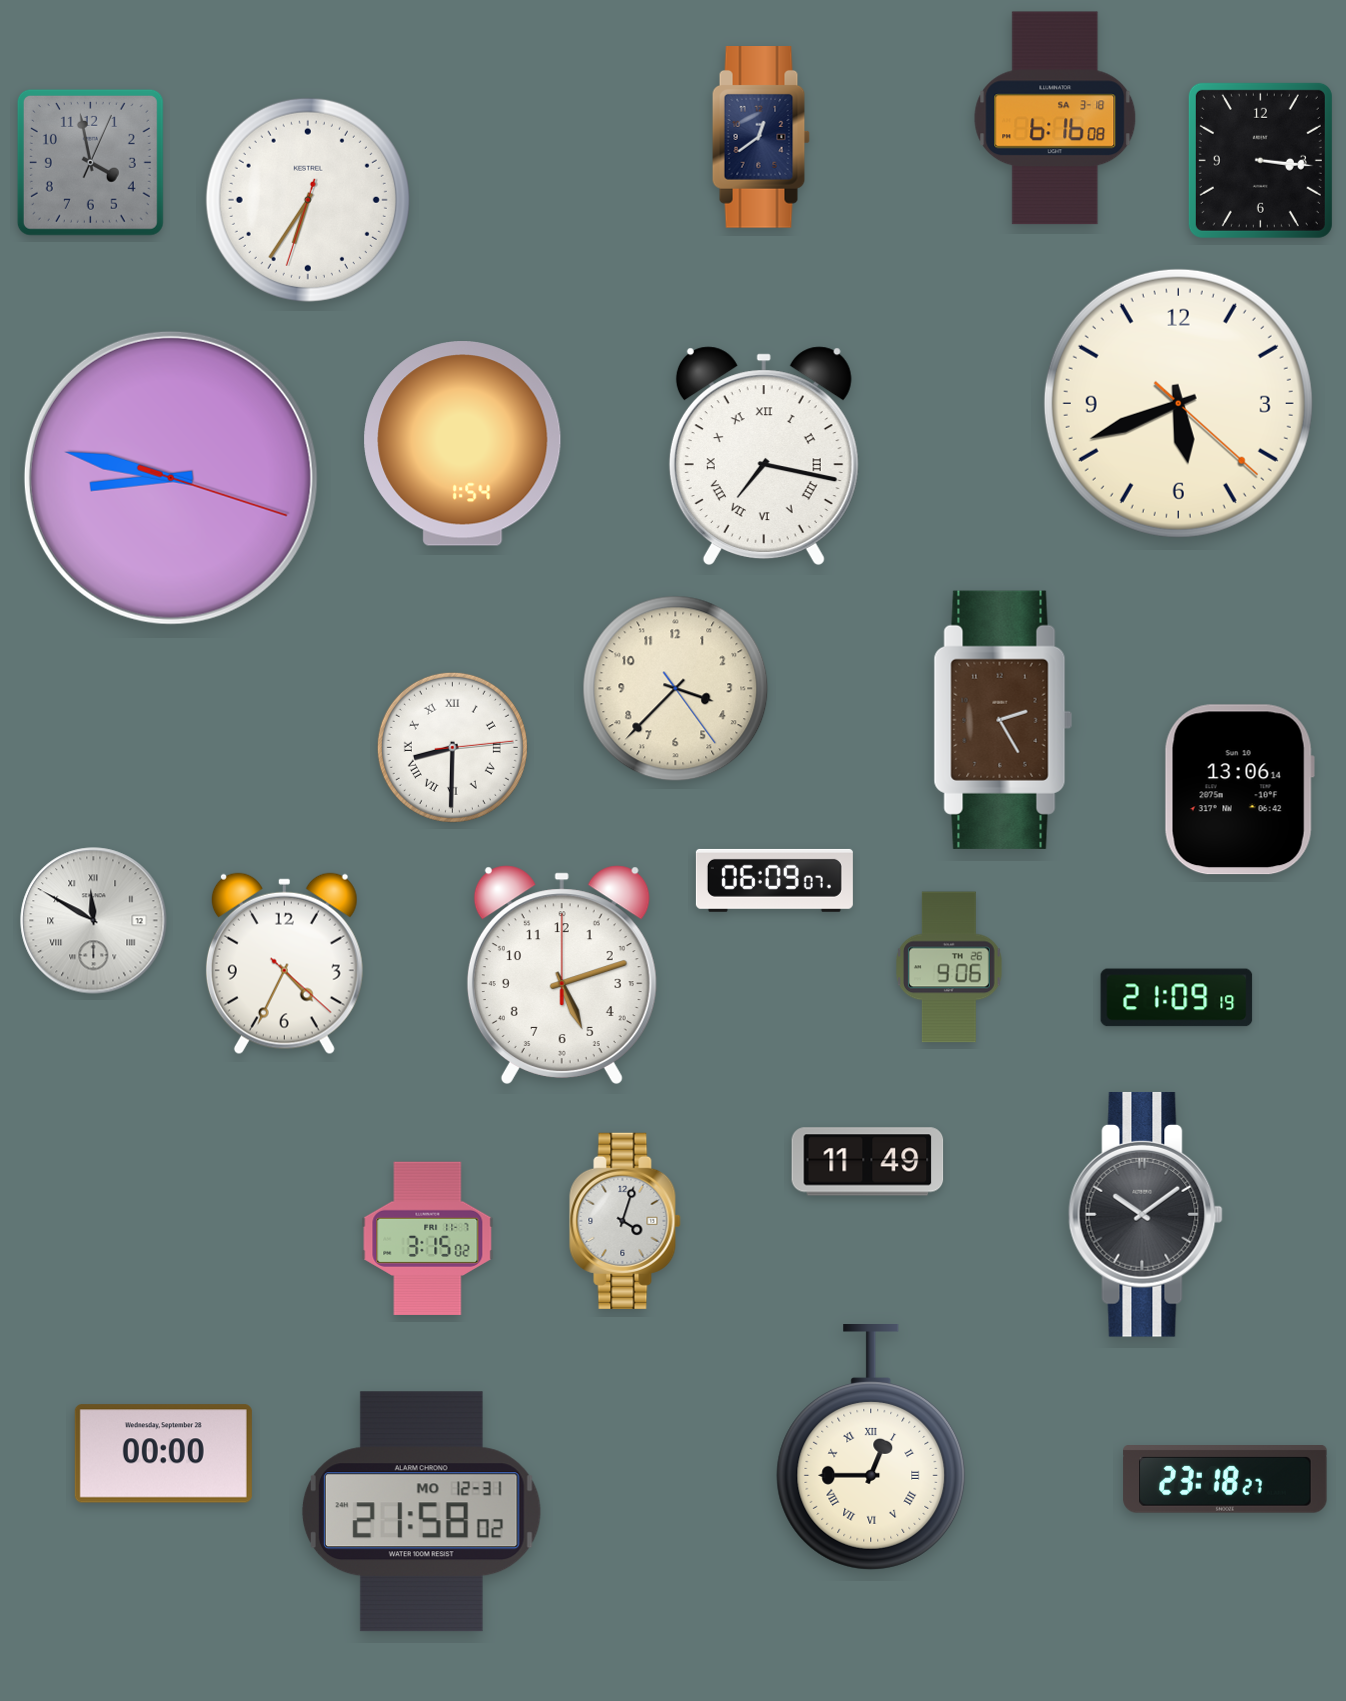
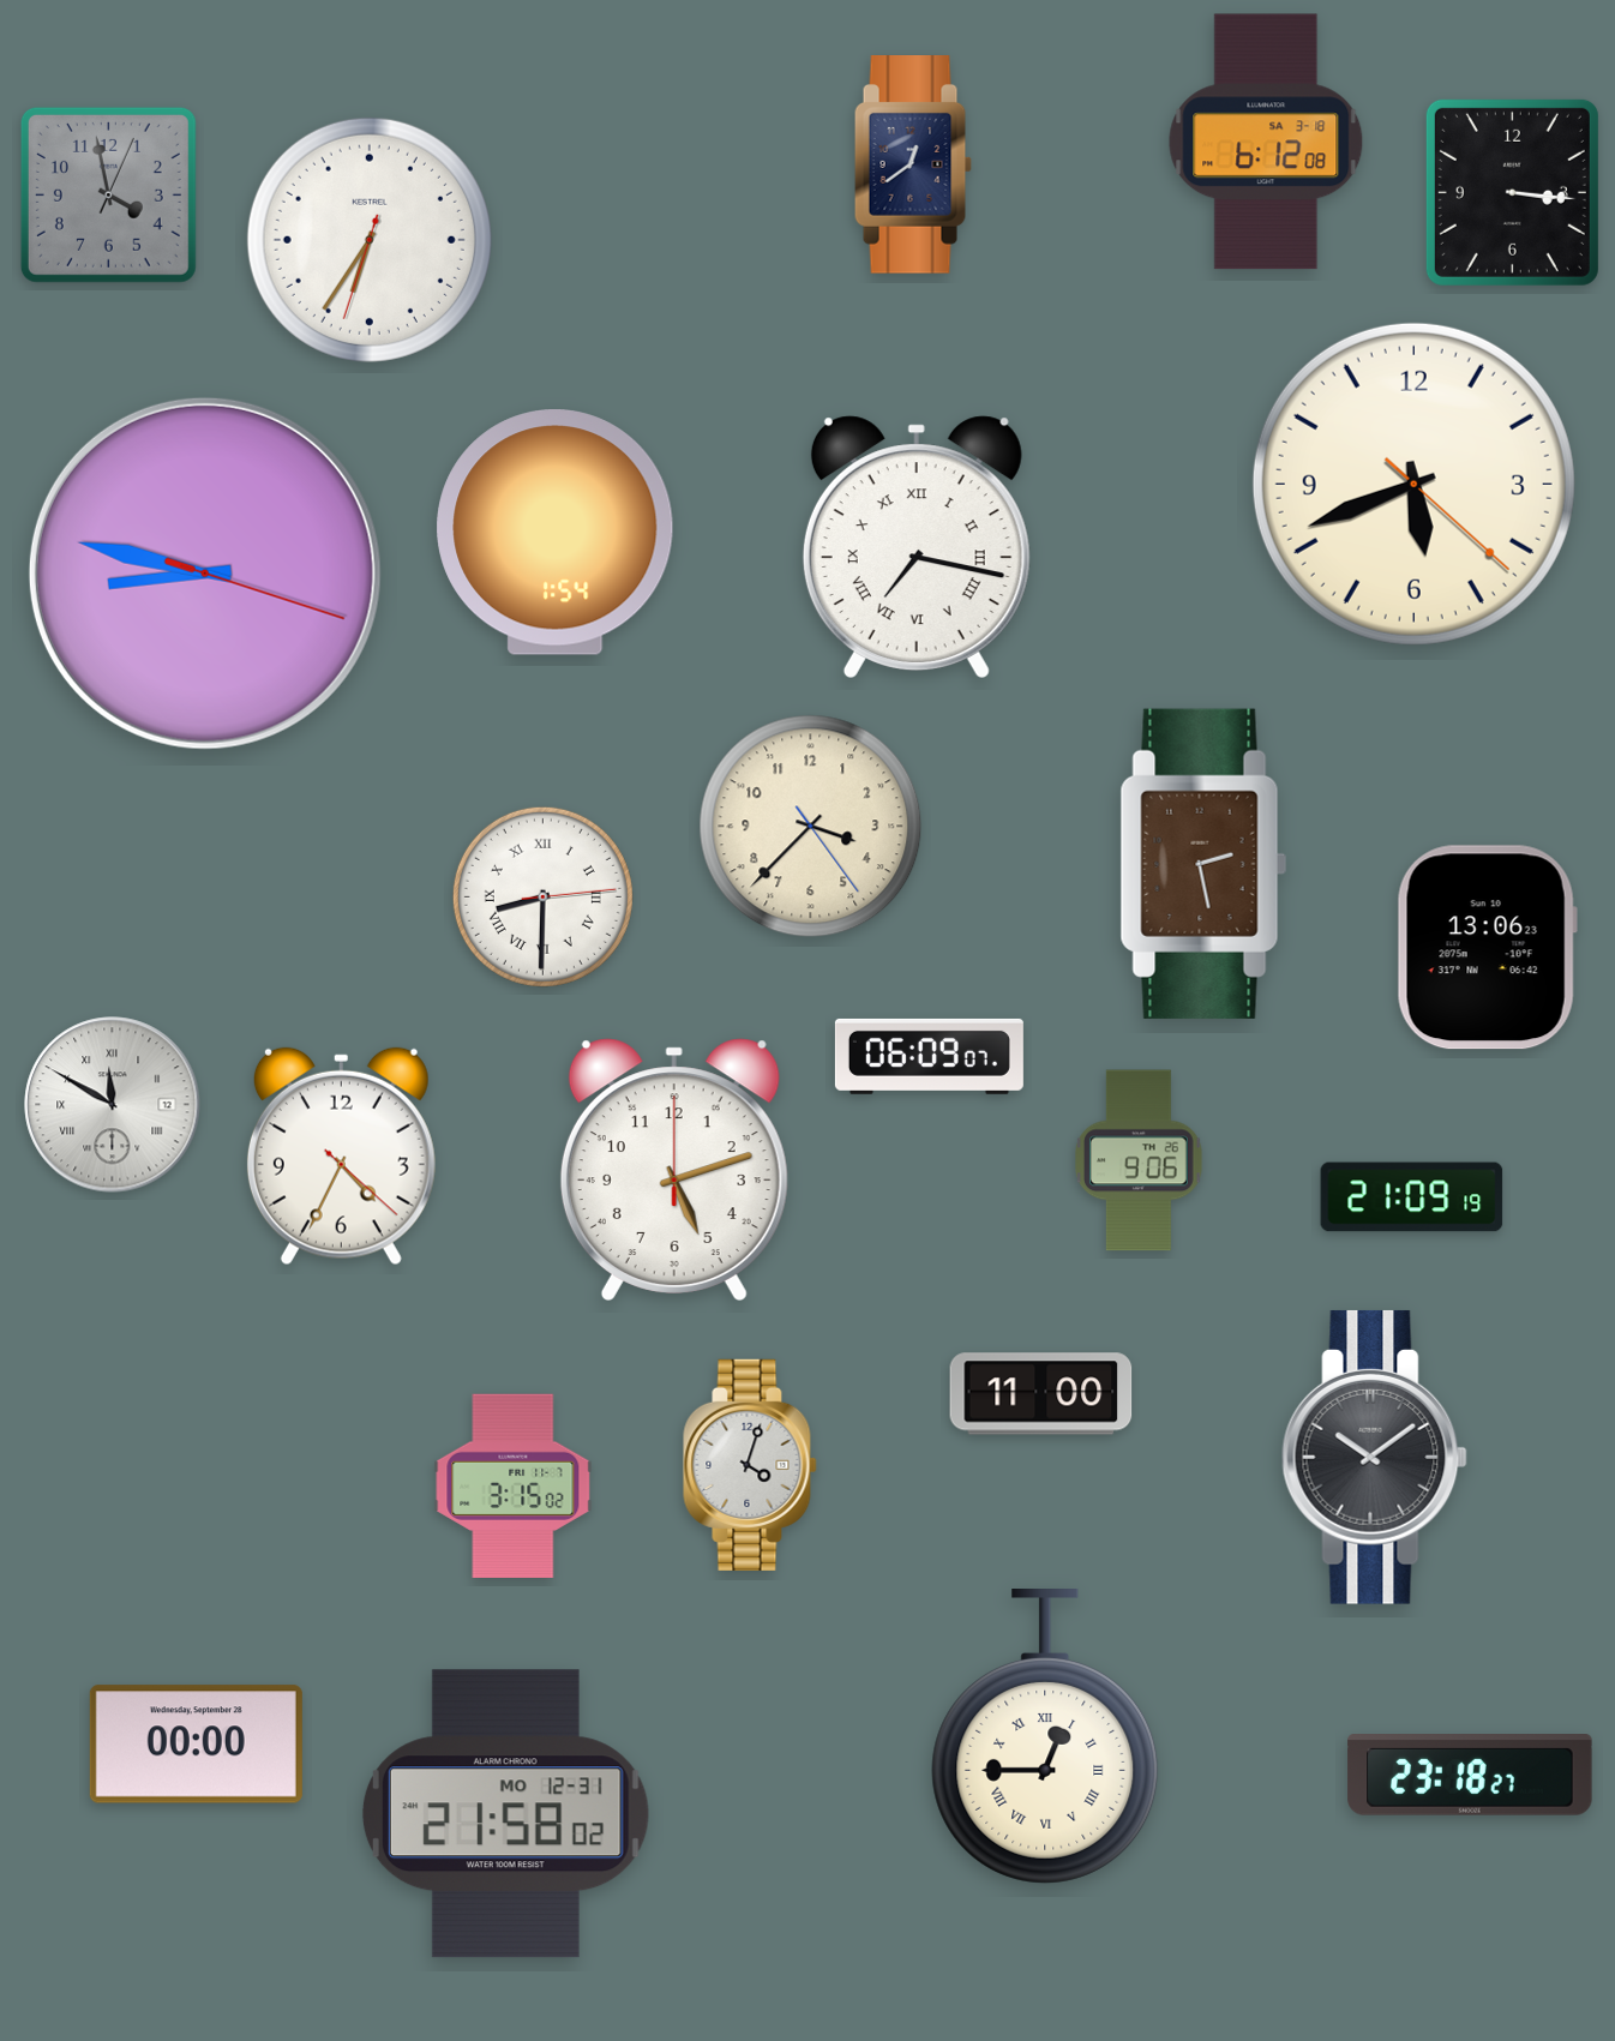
clock at (1055, 118): 6:16 -> 6:12
clock at (1003, 720): 2:25 -> 2:28
clock at (1239, 790): 13:06:14 -> 13:06:23
clock at (868, 1162): 11:49 -> 11:00
